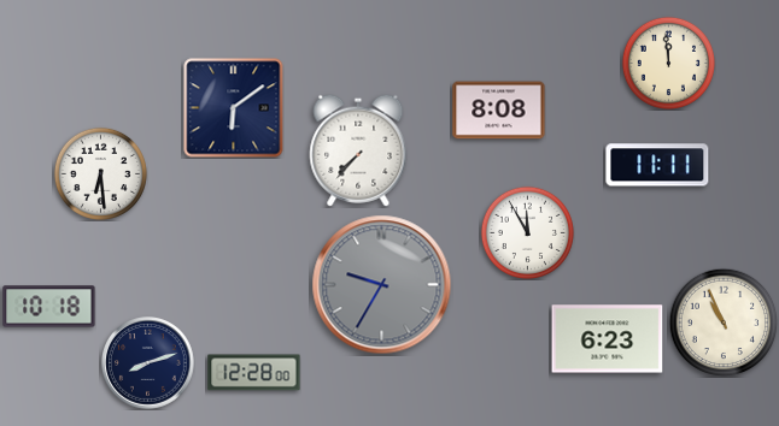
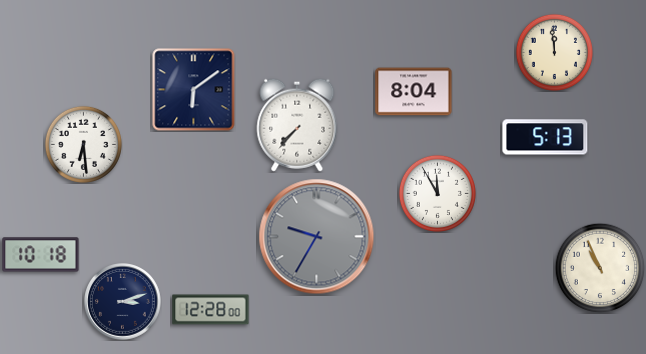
clock at (499, 111): 8:08 -> 8:04
clock at (657, 165): 11:11 -> 5:13
clock at (608, 339): 6:23 -> none
clock at (148, 363): 8:12 -> 3:12
